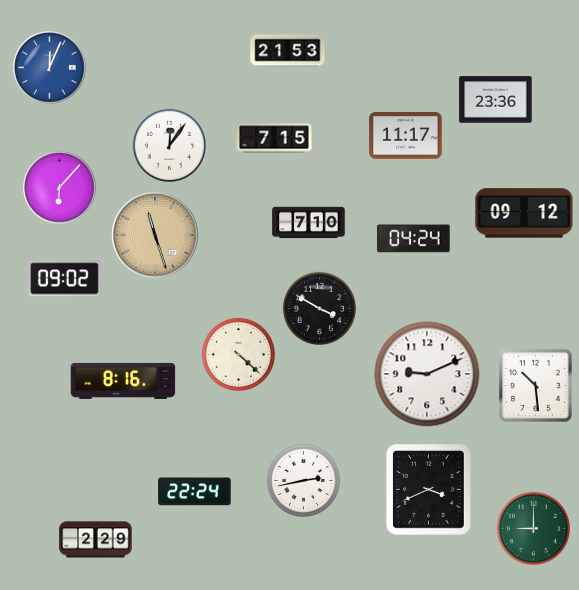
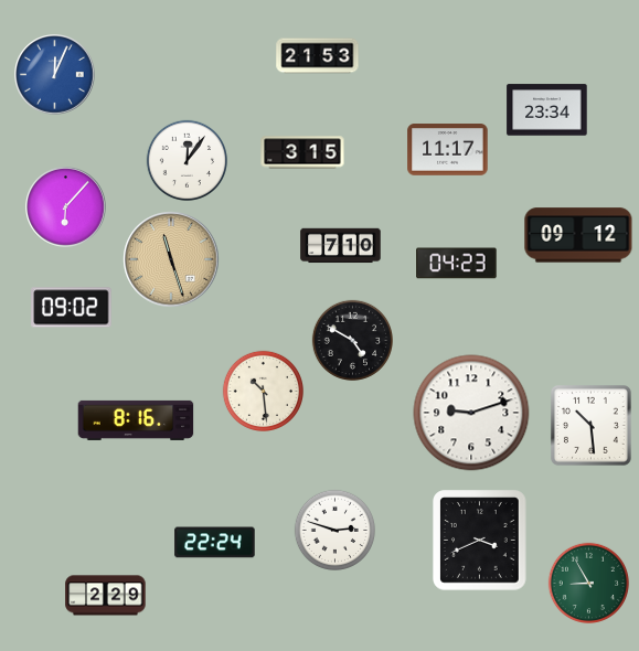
clock at (496, 100): 23:36 -> 23:34
clock at (274, 138): 7:15 -> 3:15
clock at (414, 239): 04:24 -> 04:23
clock at (319, 308): 3:50 -> 4:50
clock at (238, 354): 4:22 -> 10:29
clock at (427, 374): 9:11 -> 9:12
clock at (303, 480): 2:43 -> 2:48
clock at (429, 490) position: (429, 490) -> (480, 541)
clock at (533, 528): 9:00 -> 8:55
